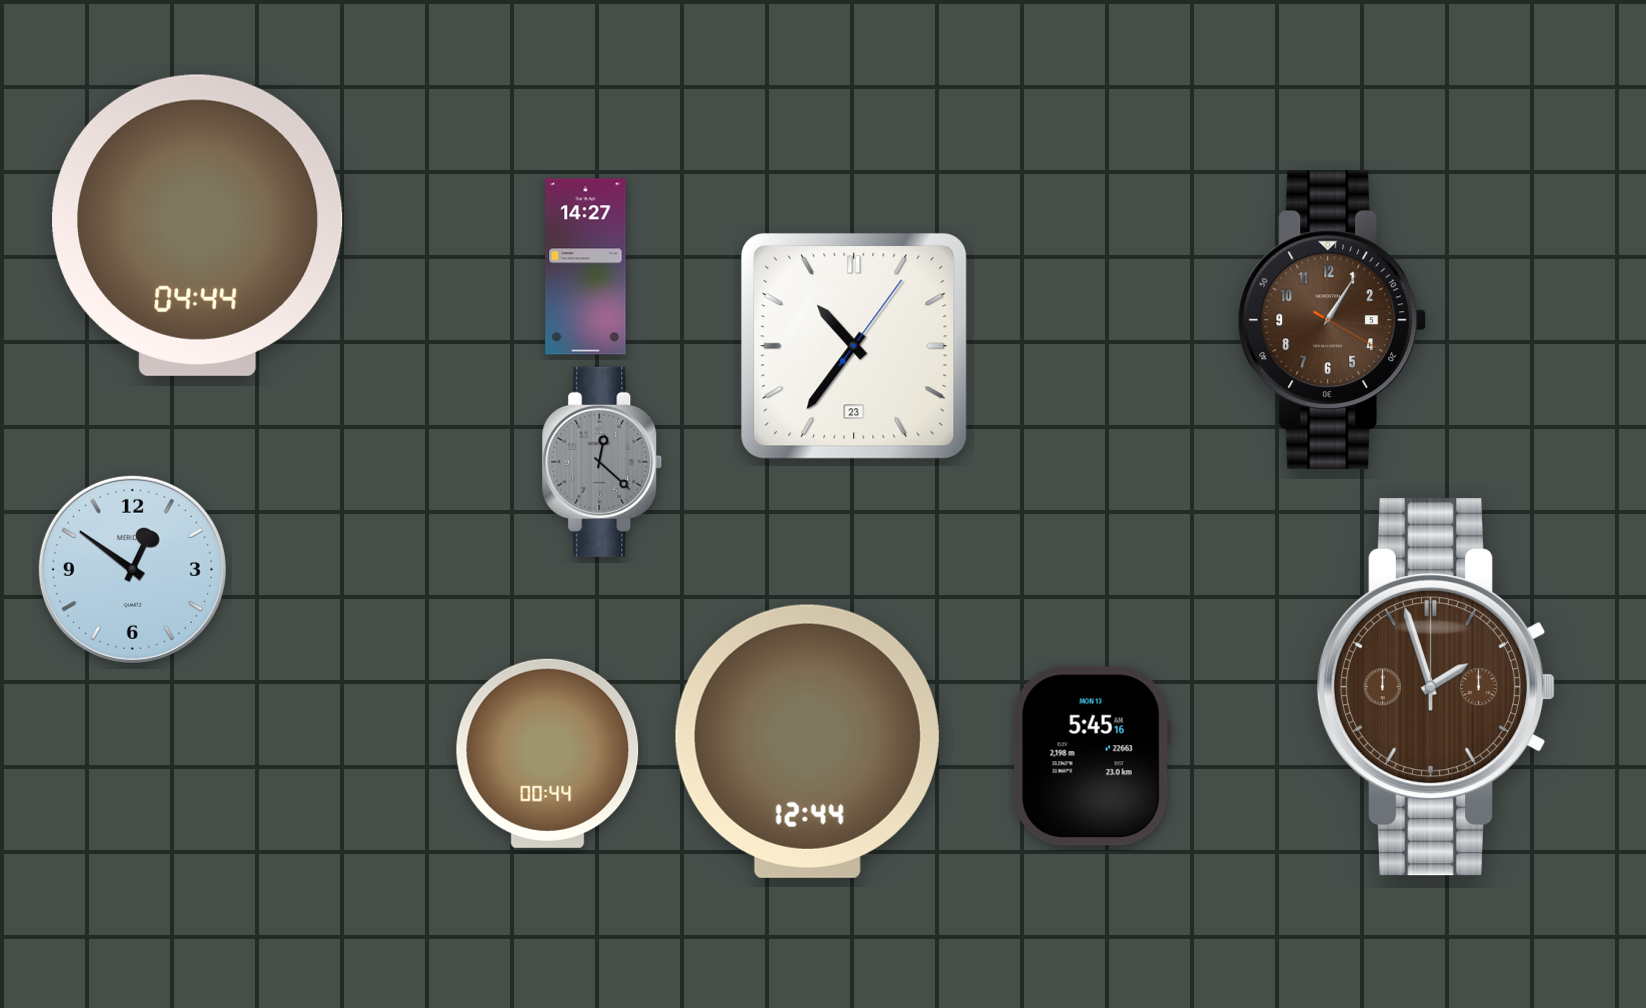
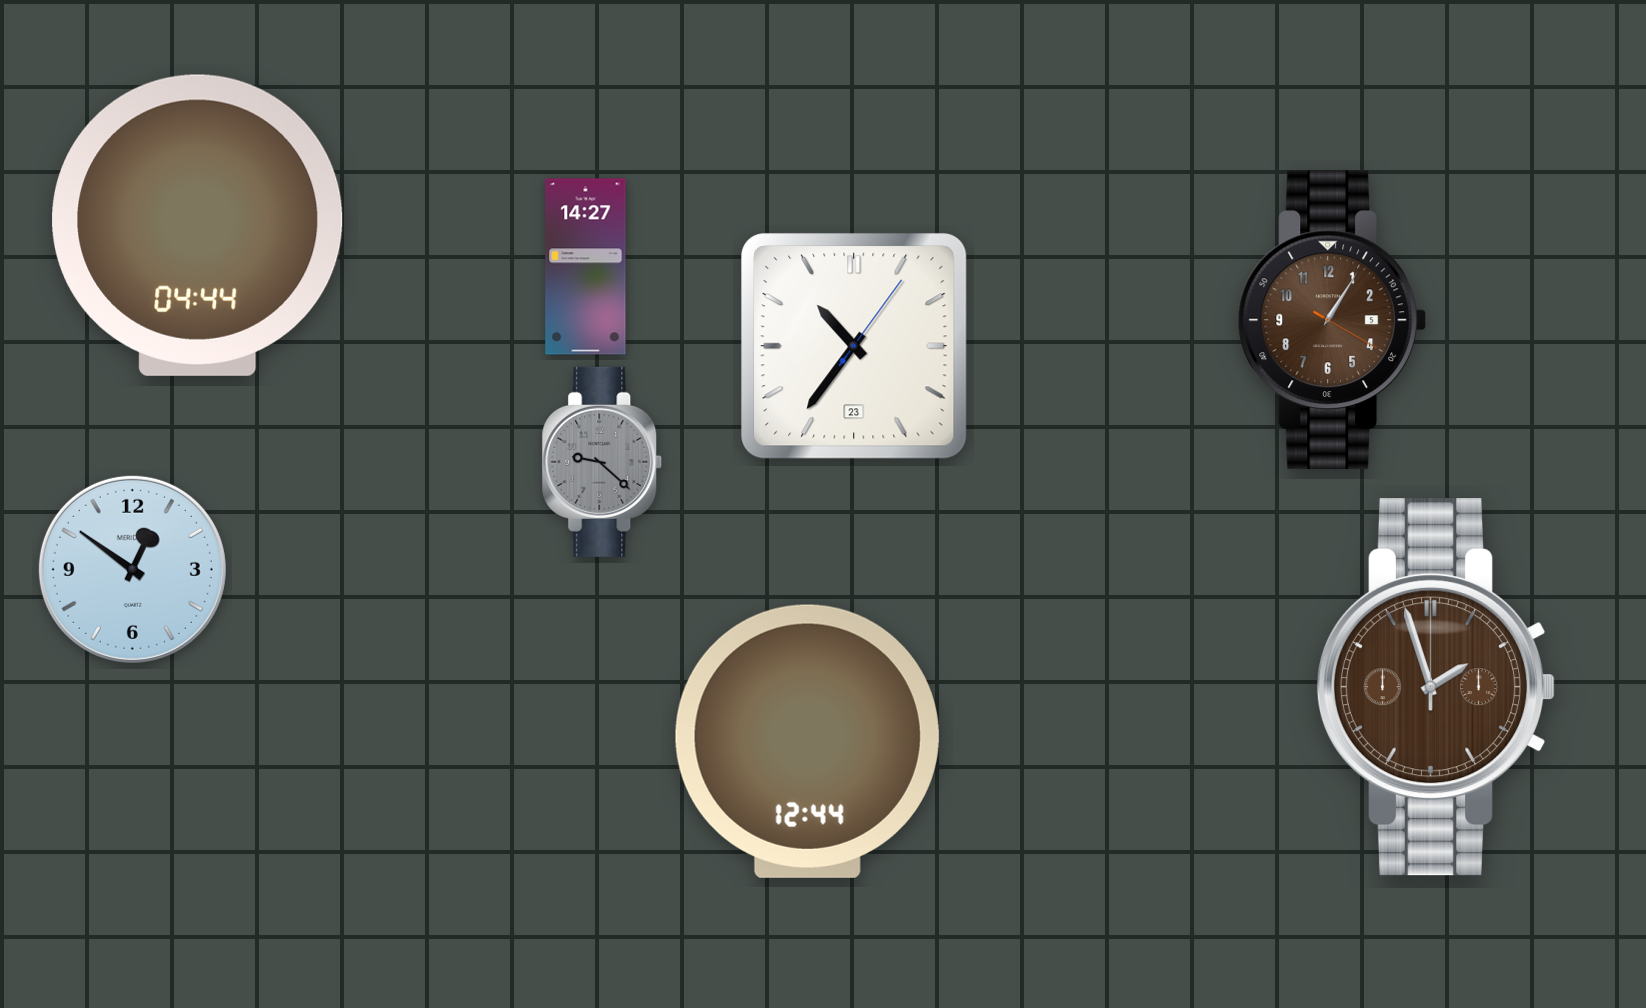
clock at (602, 462): 12:22 -> 9:22
clock at (548, 753): 00:44 -> none
clock at (1092, 756): 5:45 -> none
